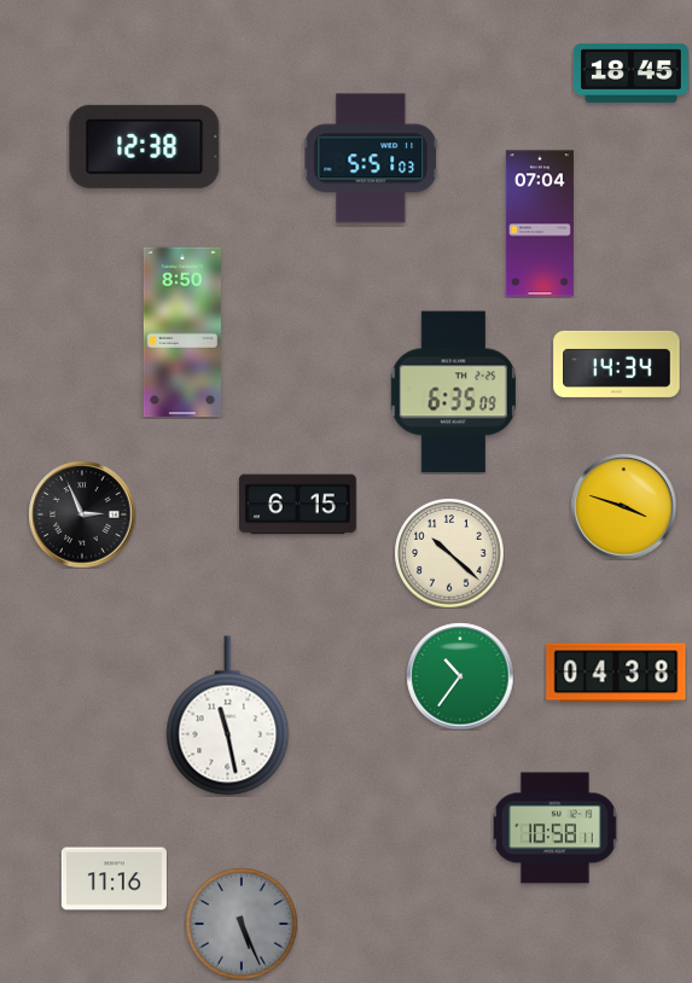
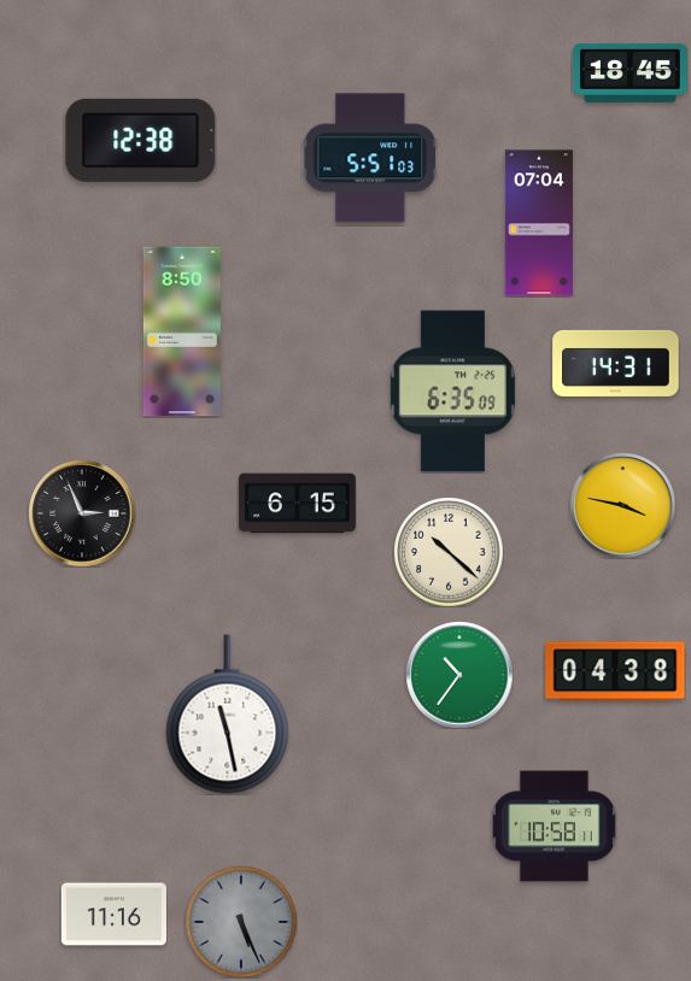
clock at (145, 146) position: (145, 146) -> (141, 140)
clock at (617, 363): 14:34 -> 14:31
clock at (623, 506): 3:48 -> 3:47
clock at (114, 879) position: (114, 879) -> (113, 915)
